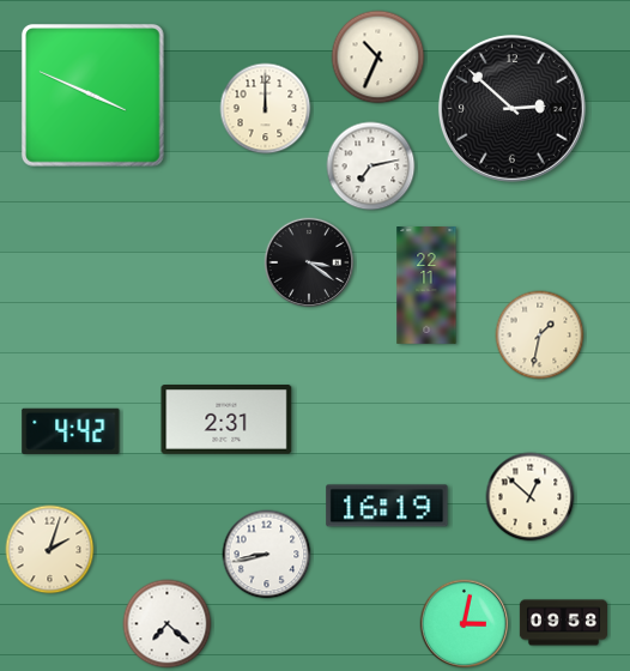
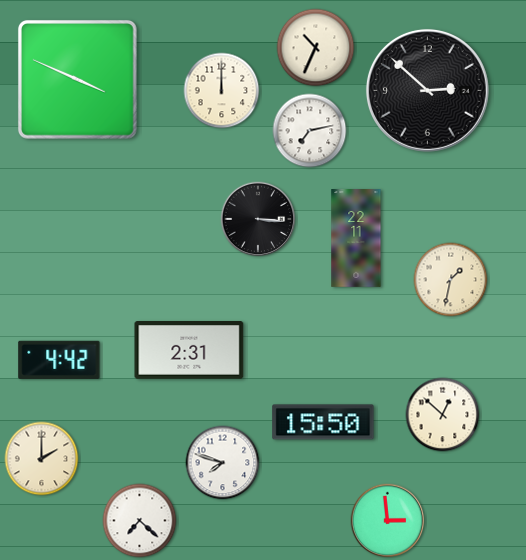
clock at (371, 167) position: (371, 167) -> (310, 131)
clock at (309, 262): 3:21 -> 3:16
clock at (387, 506): 16:19 -> 15:50
clock at (50, 550): 2:03 -> 2:00
clock at (267, 555): 8:43 -> 7:48
clock at (563, 623): 09:58 -> none
clock at (465, 624): 3:02 -> 2:59
